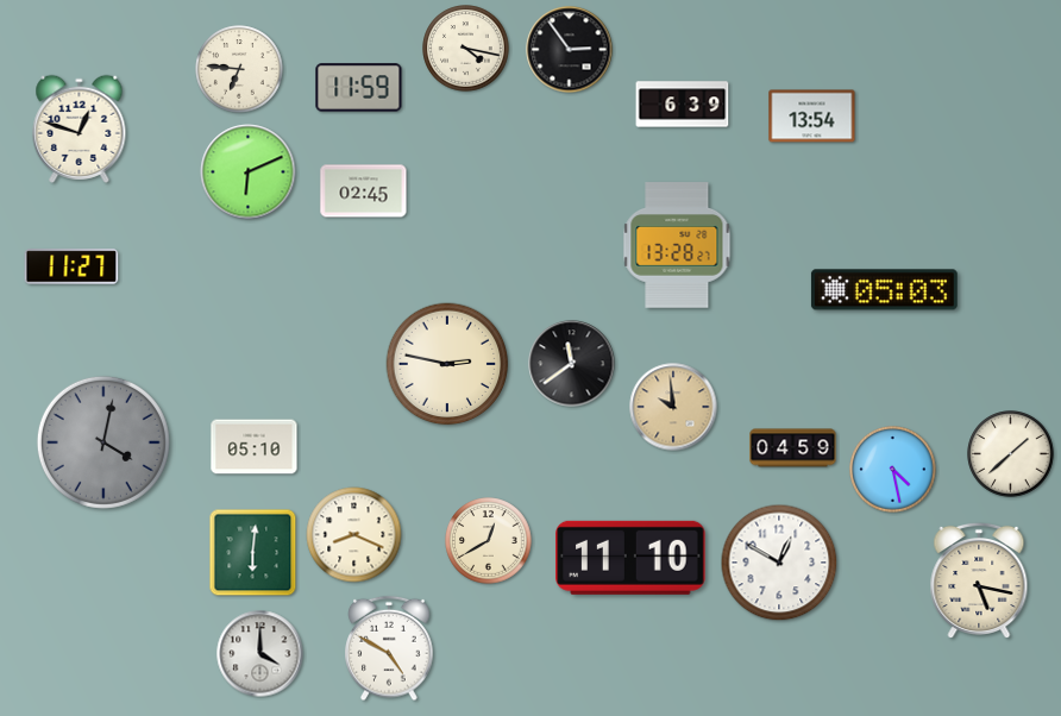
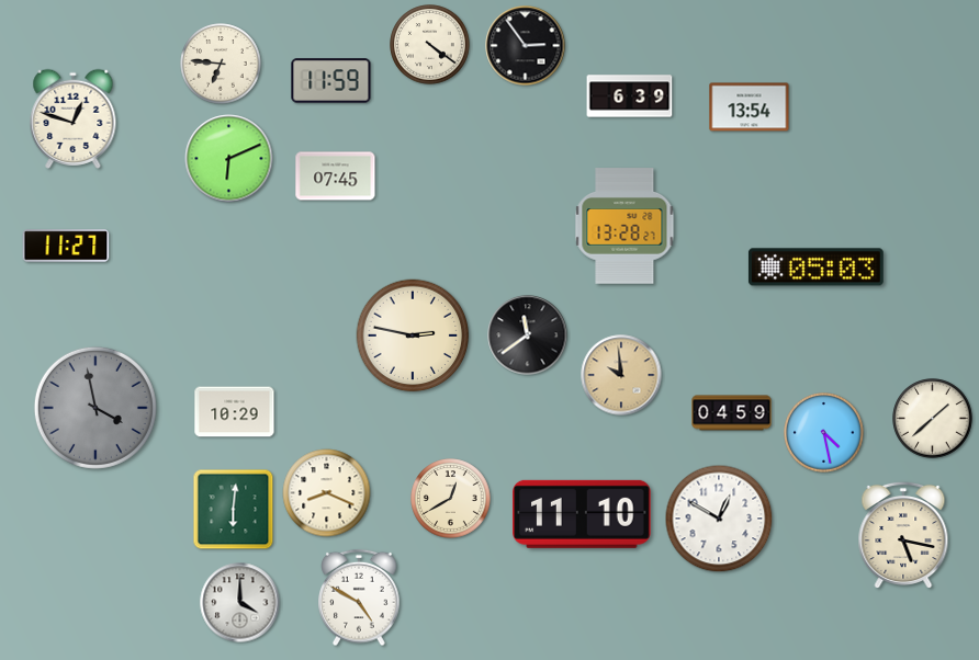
clock at (466, 49): 4:17 -> 4:21
clock at (364, 191): 02:45 -> 07:45
clock at (103, 442): 4:02 -> 3:58
clock at (255, 447): 05:10 -> 10:29
